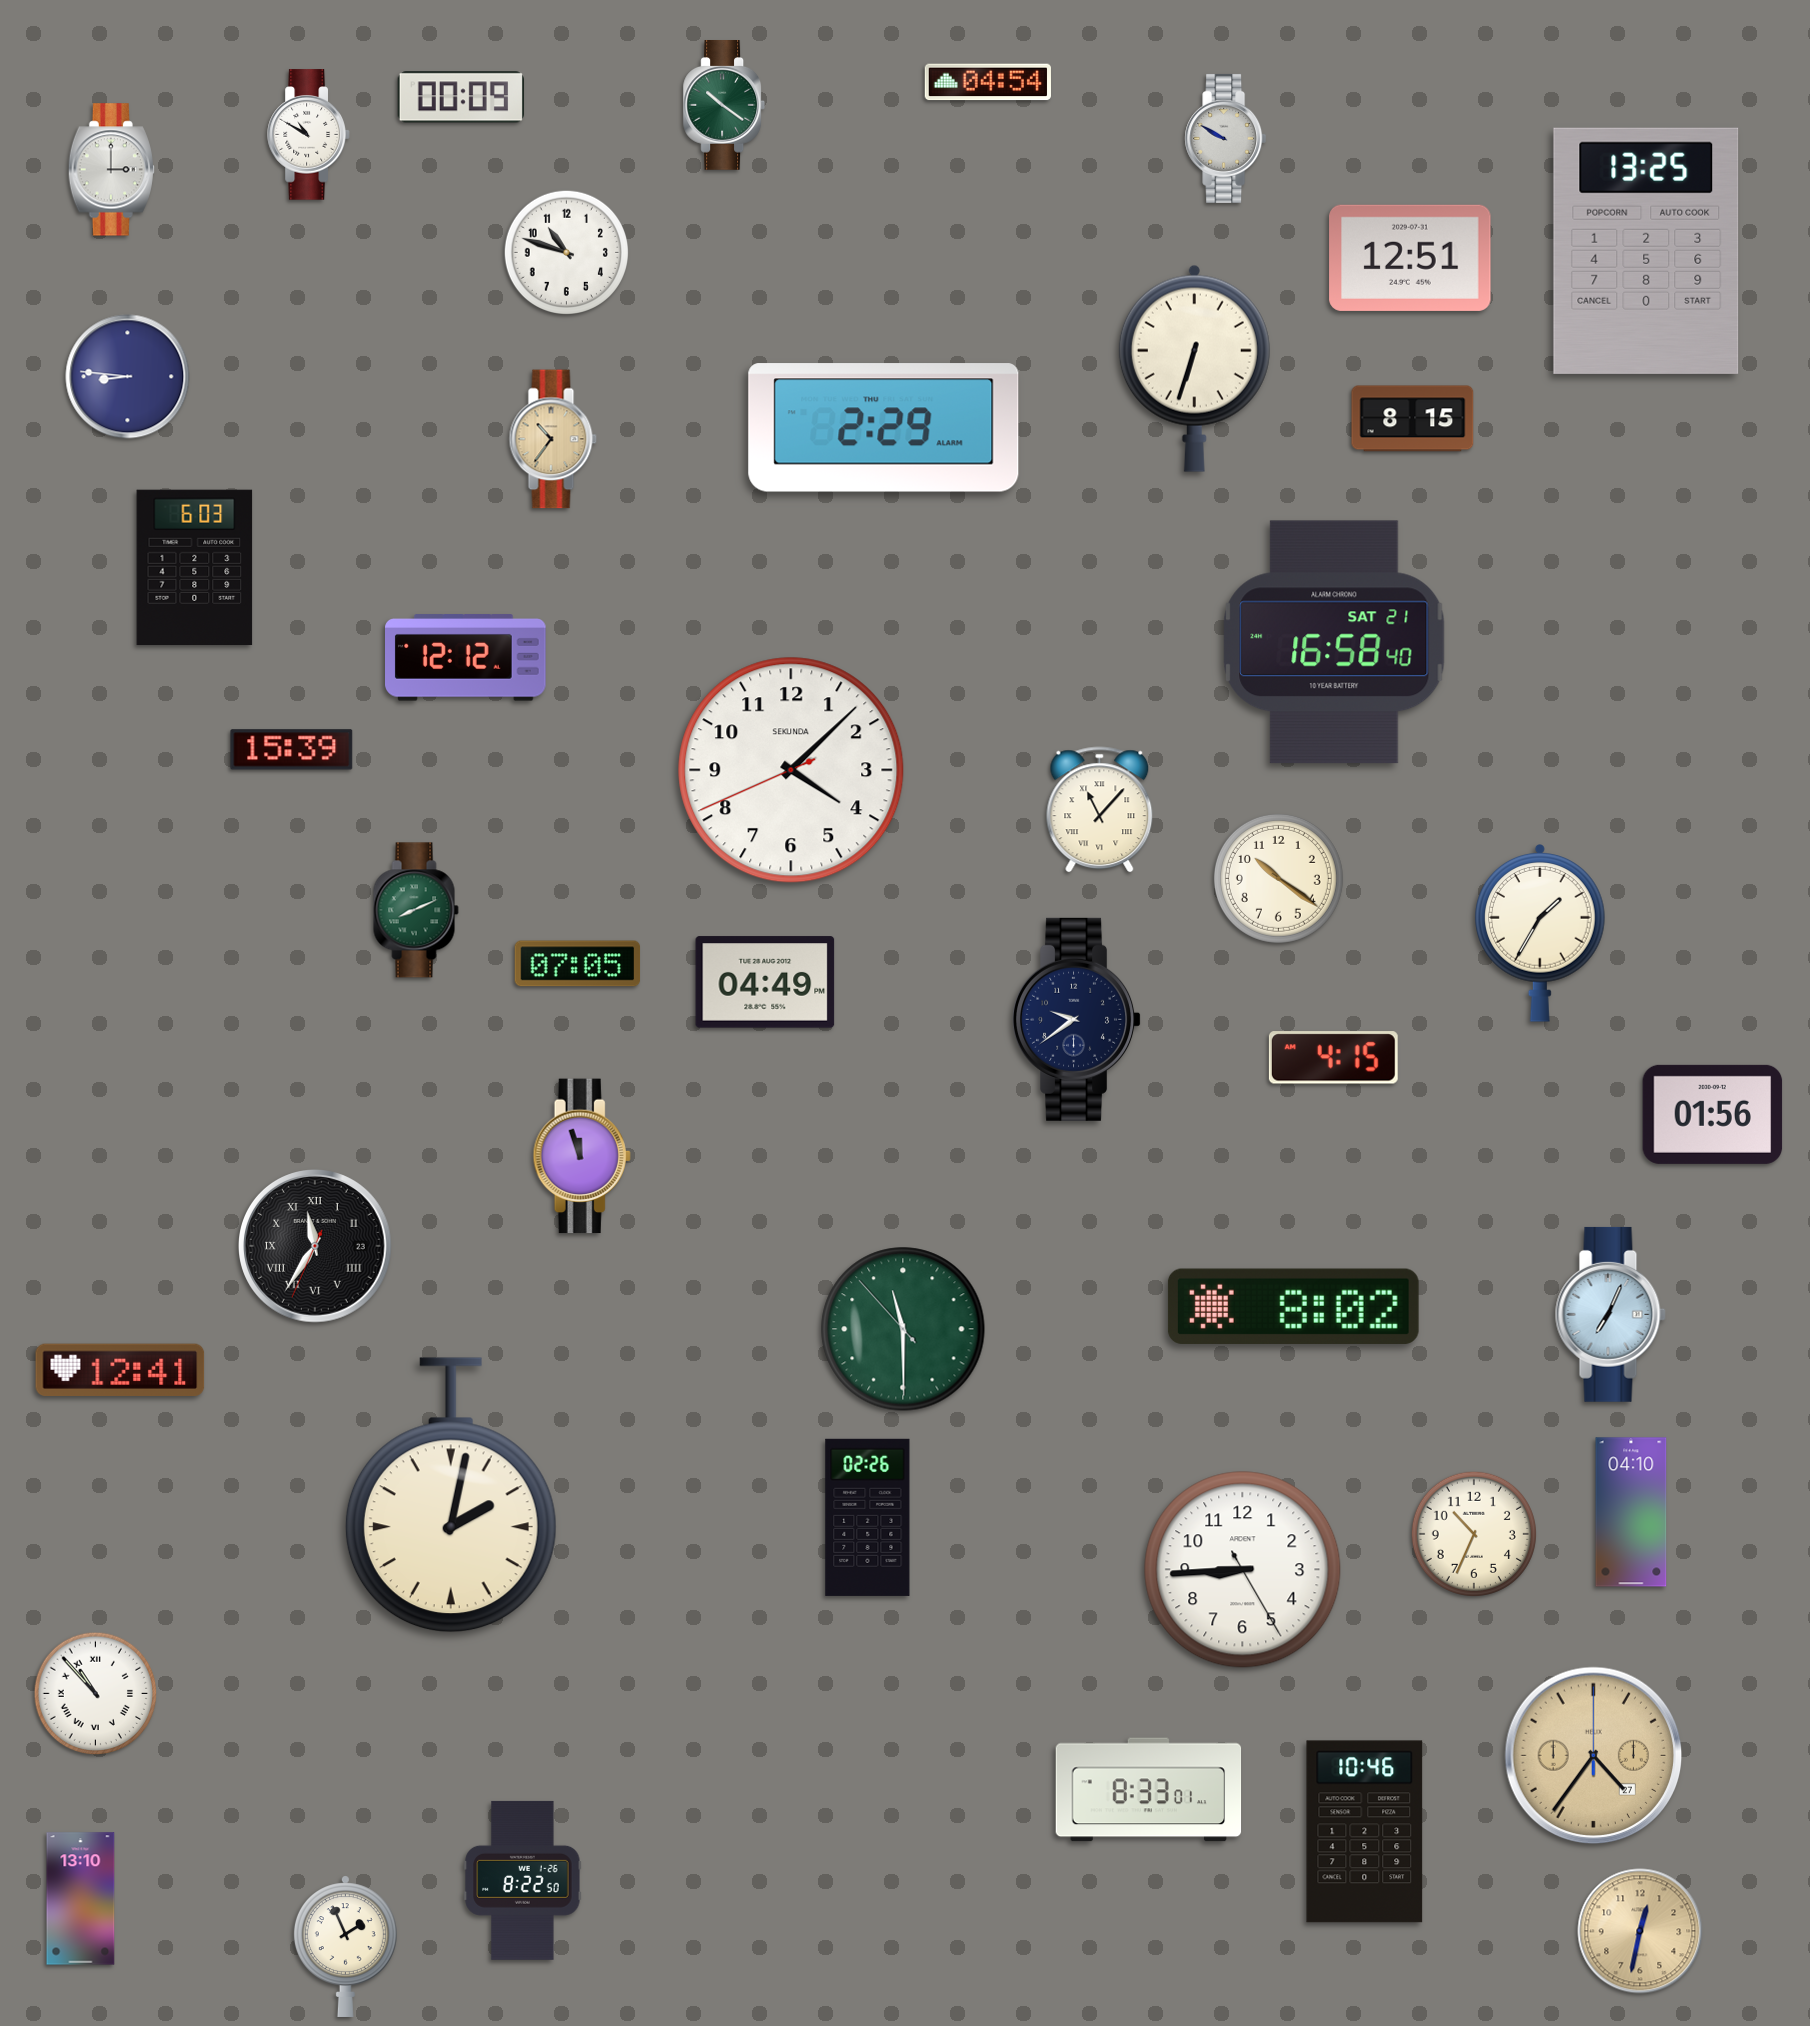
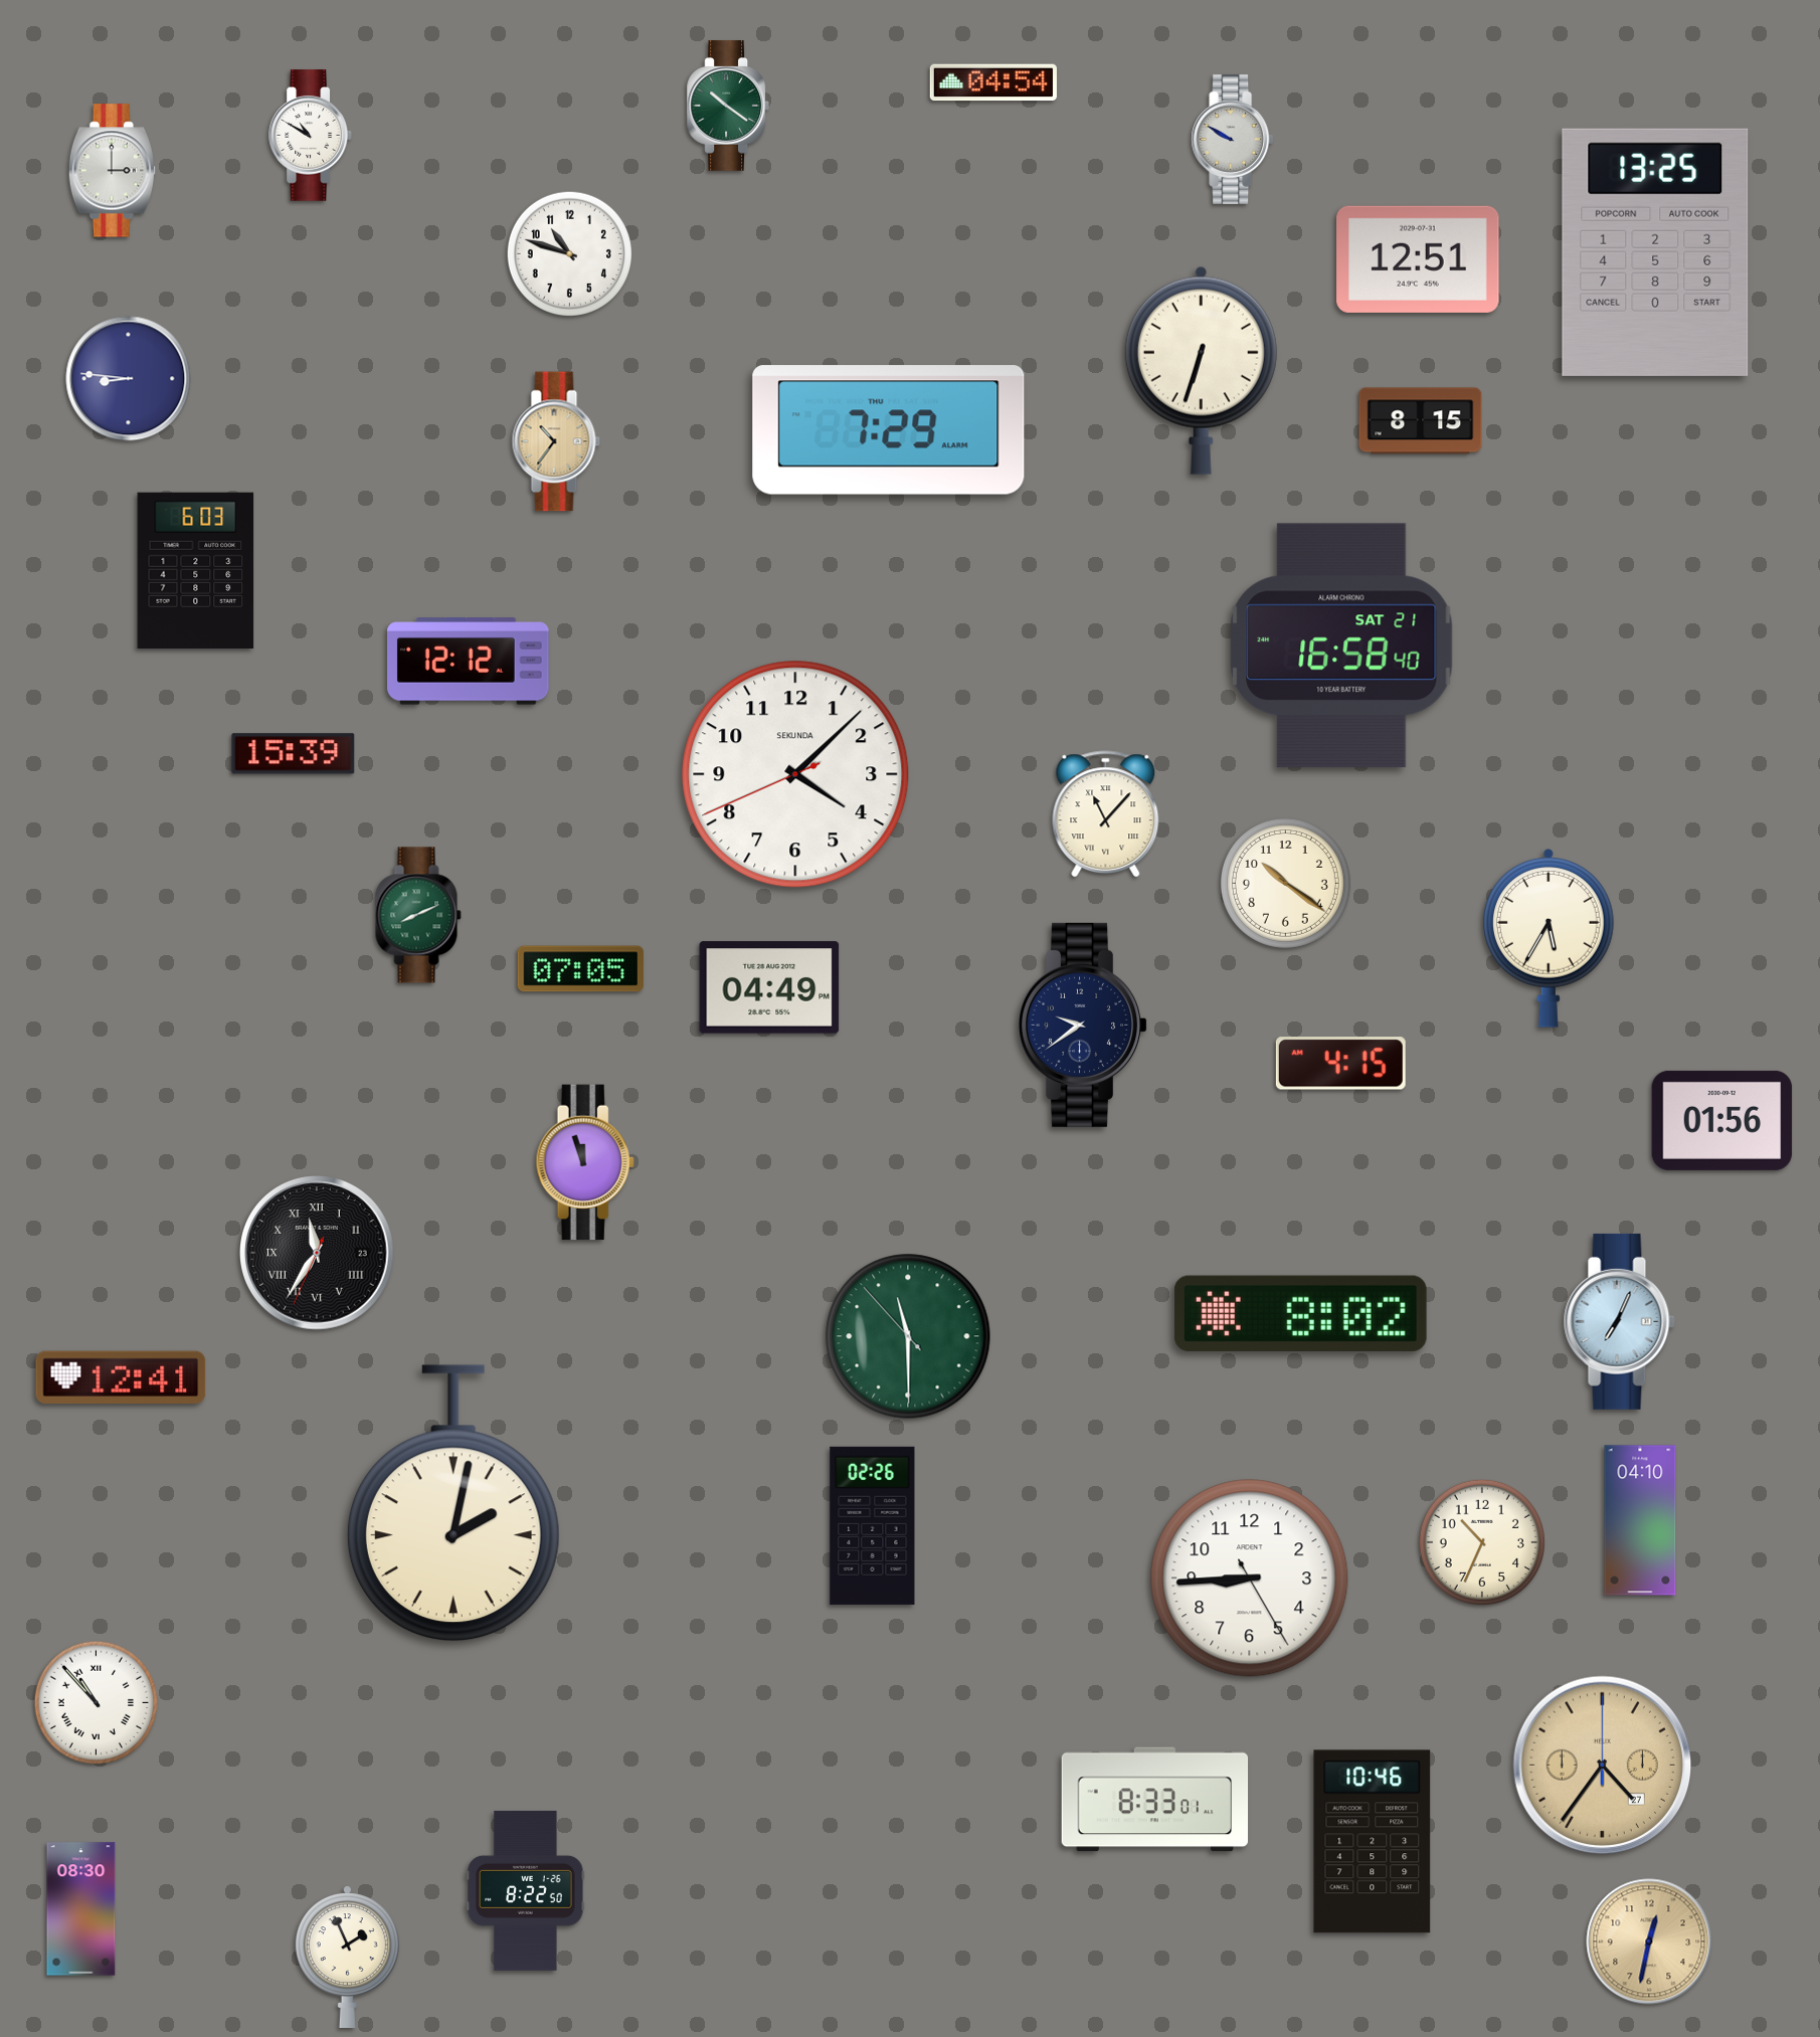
clock at (461, 97): 00:09 -> none
clock at (884, 428): 2:29 -> 7:29
clock at (1541, 934): 1:35 -> 5:35
clock at (81, 1899): 13:10 -> 08:30
